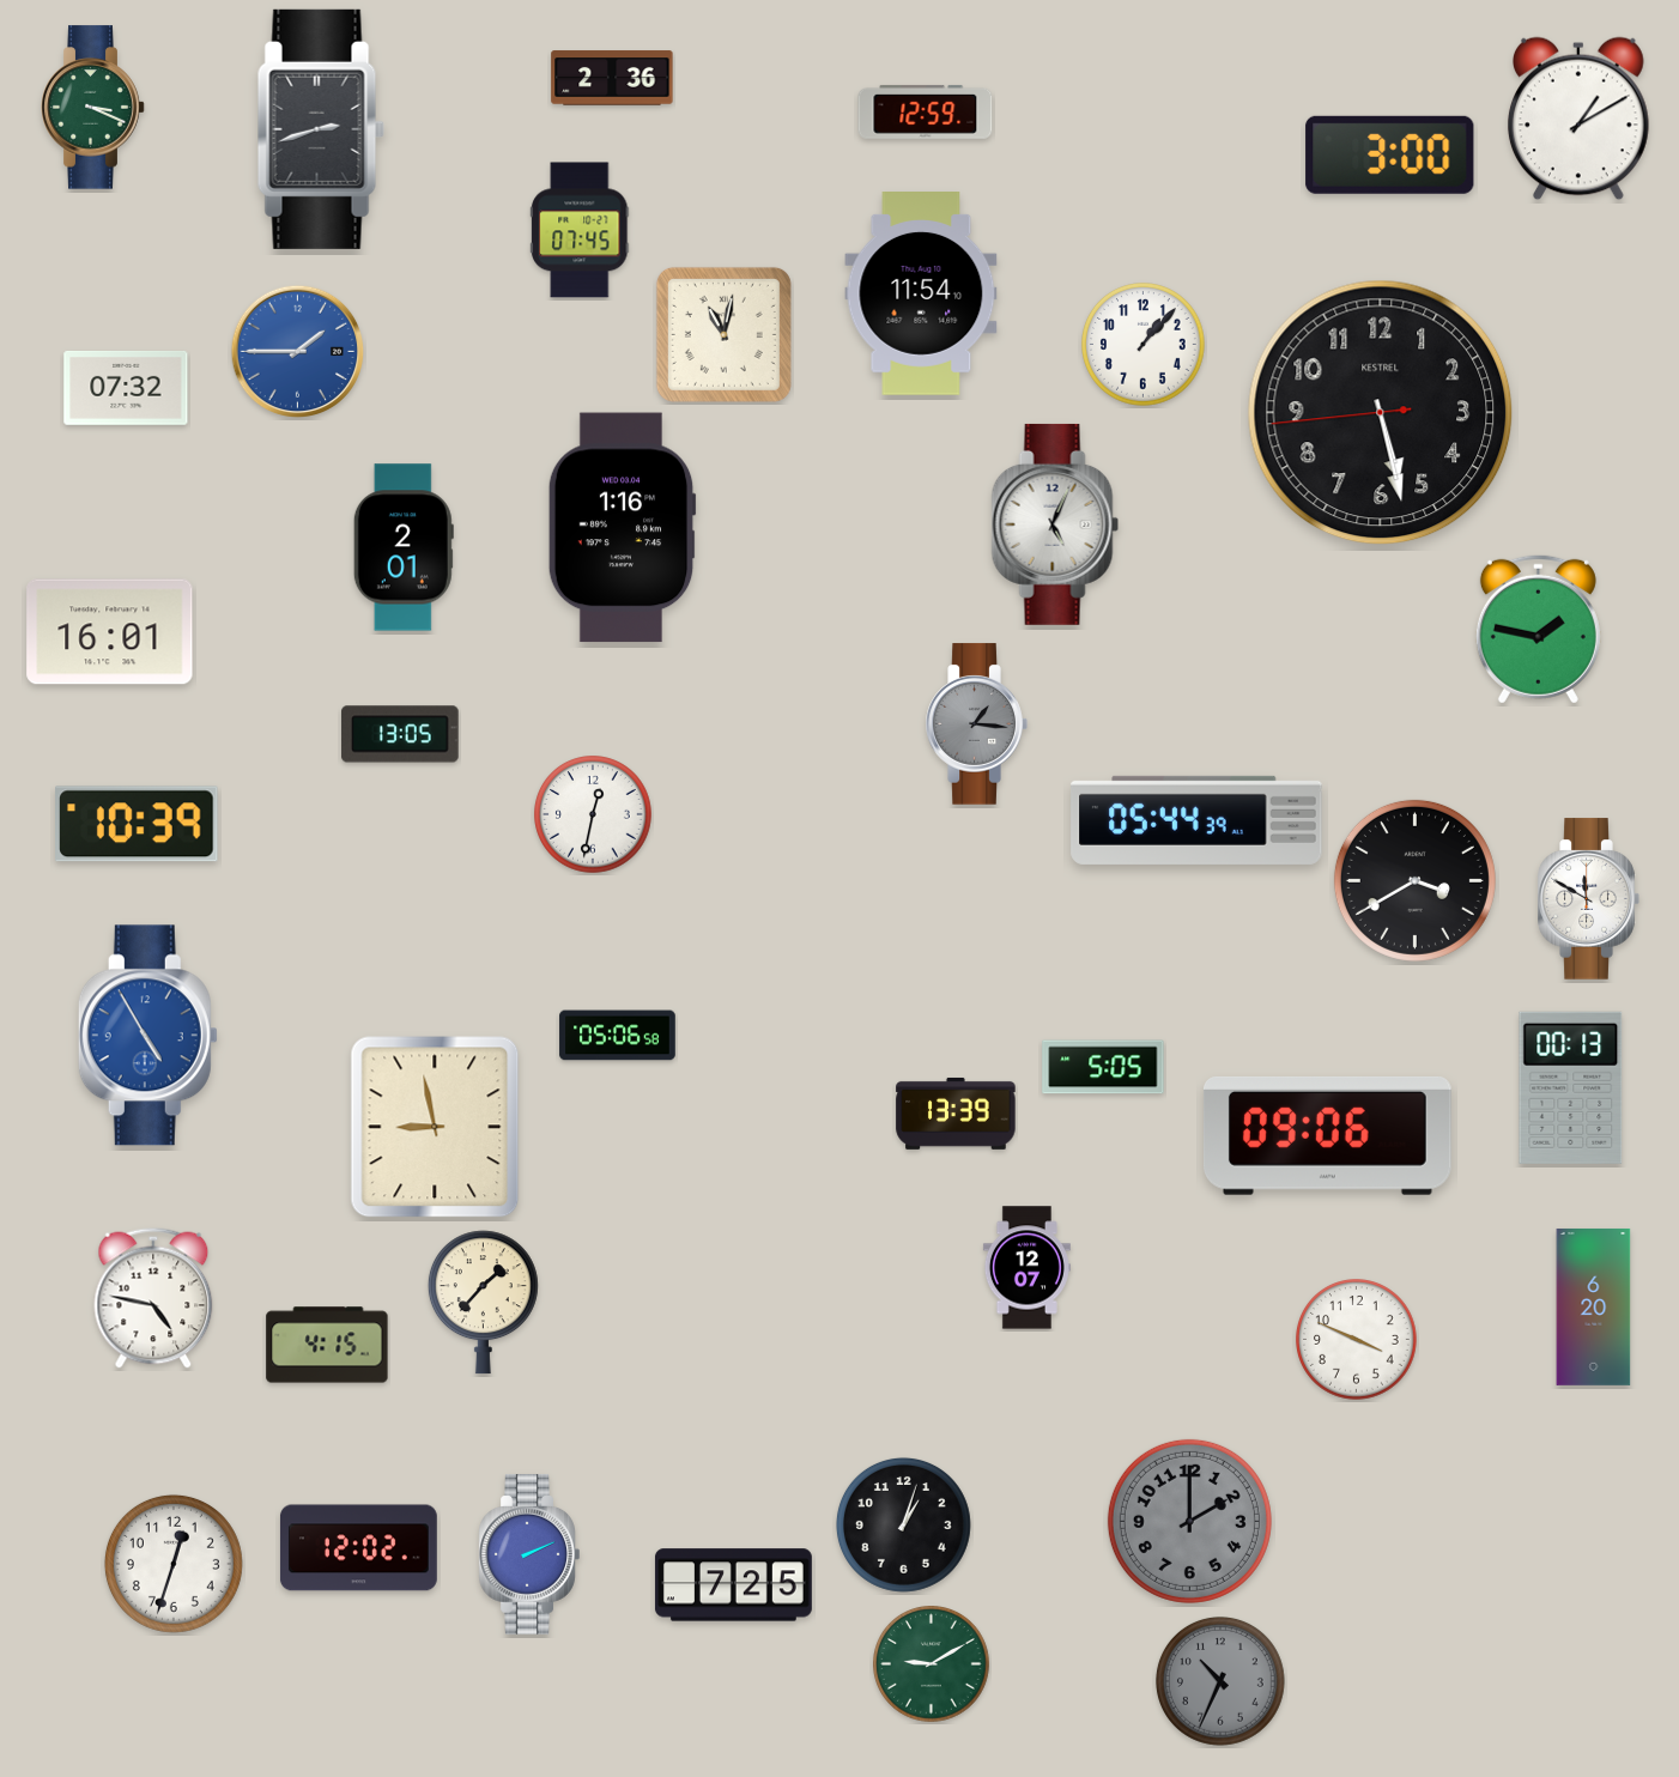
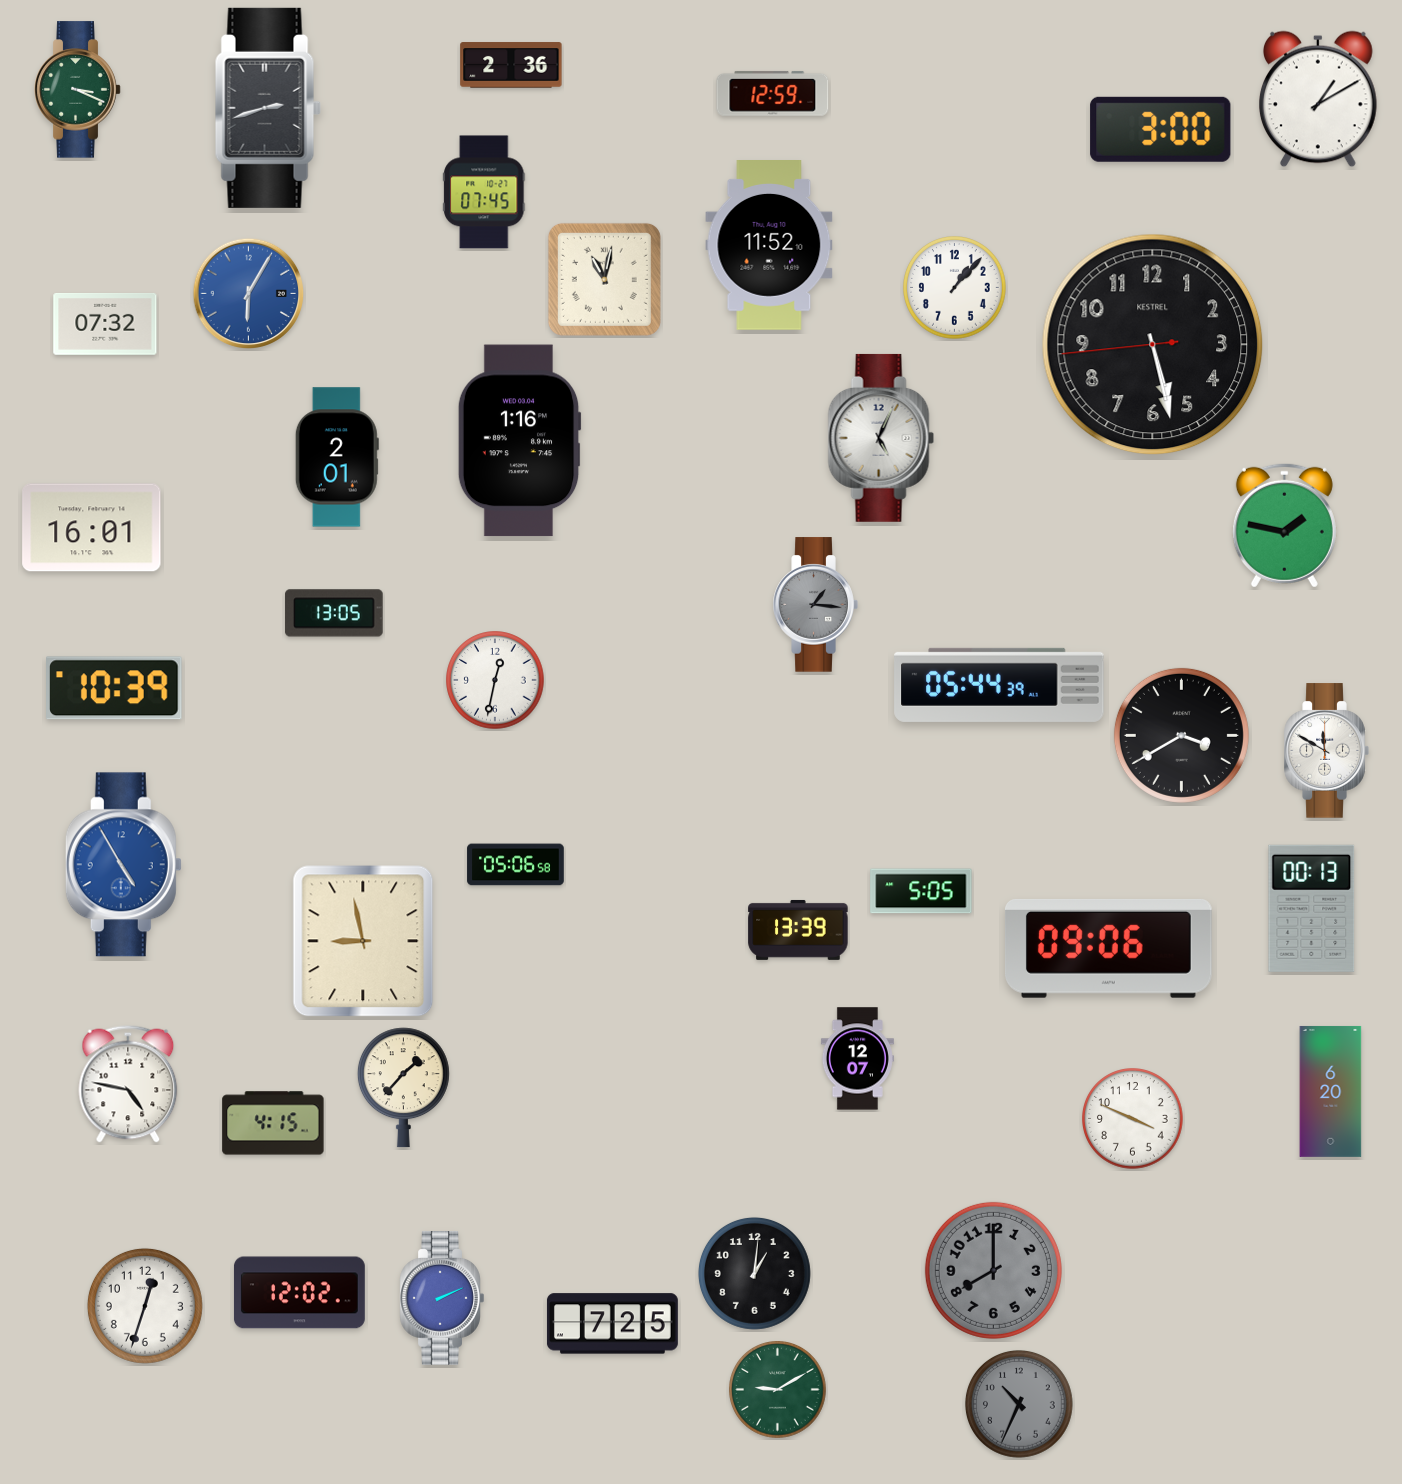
clock at (921, 295): 11:54 -> 11:52
clock at (298, 352): 1:45 -> 6:05
clock at (1189, 1521): 2:00 -> 8:00
clock at (903, 1524): 1:03 -> 1:01
